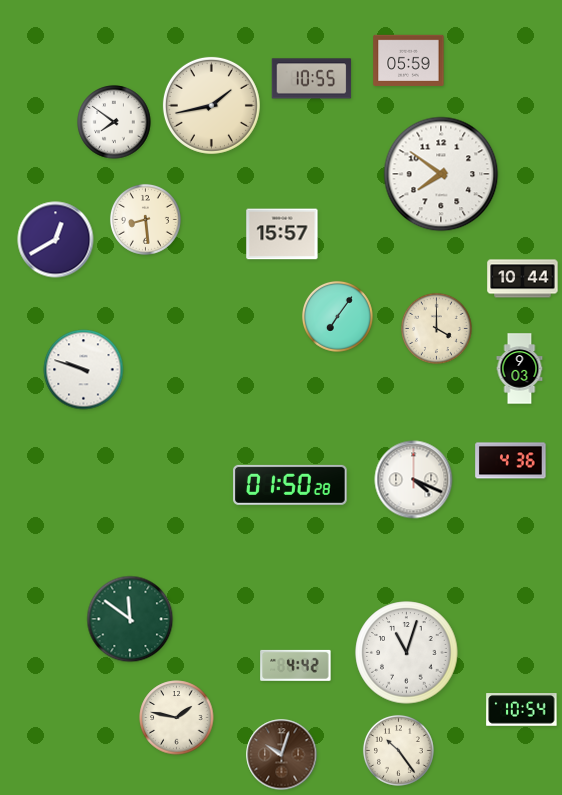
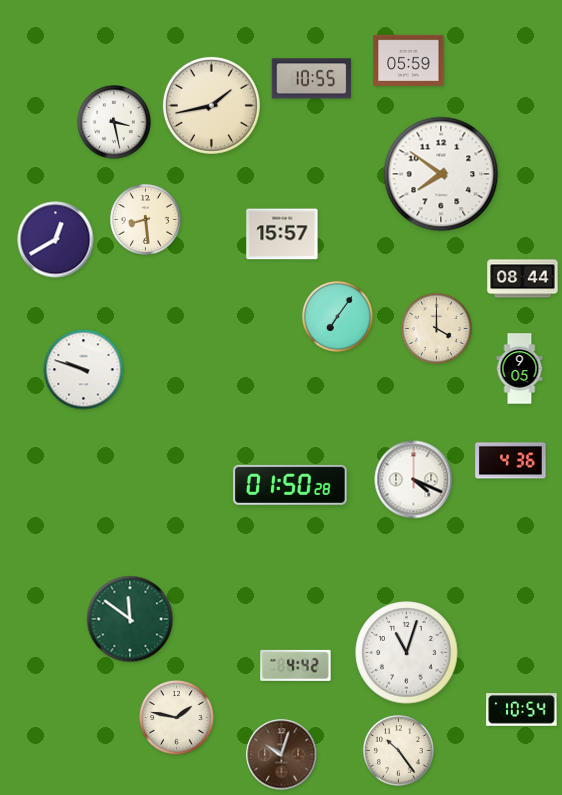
clock at (114, 122): 7:51 -> 3:28
clock at (523, 279): 10:44 -> 08:44
clock at (520, 369): 9:03 -> 9:05
